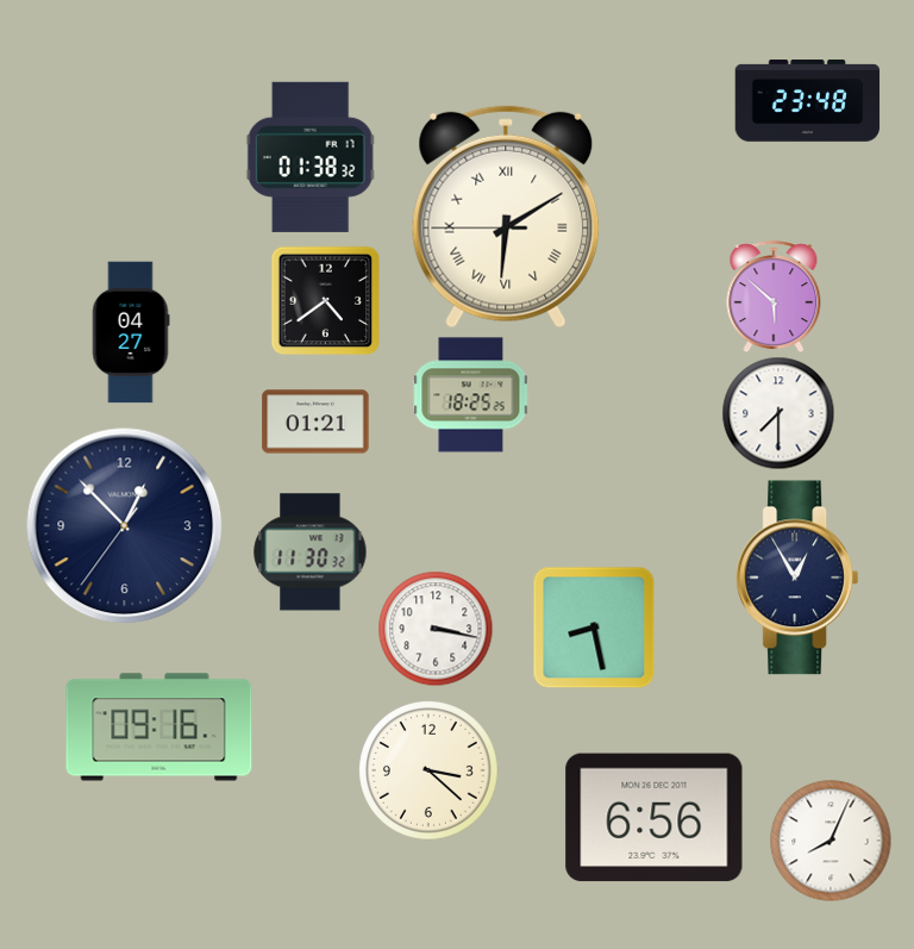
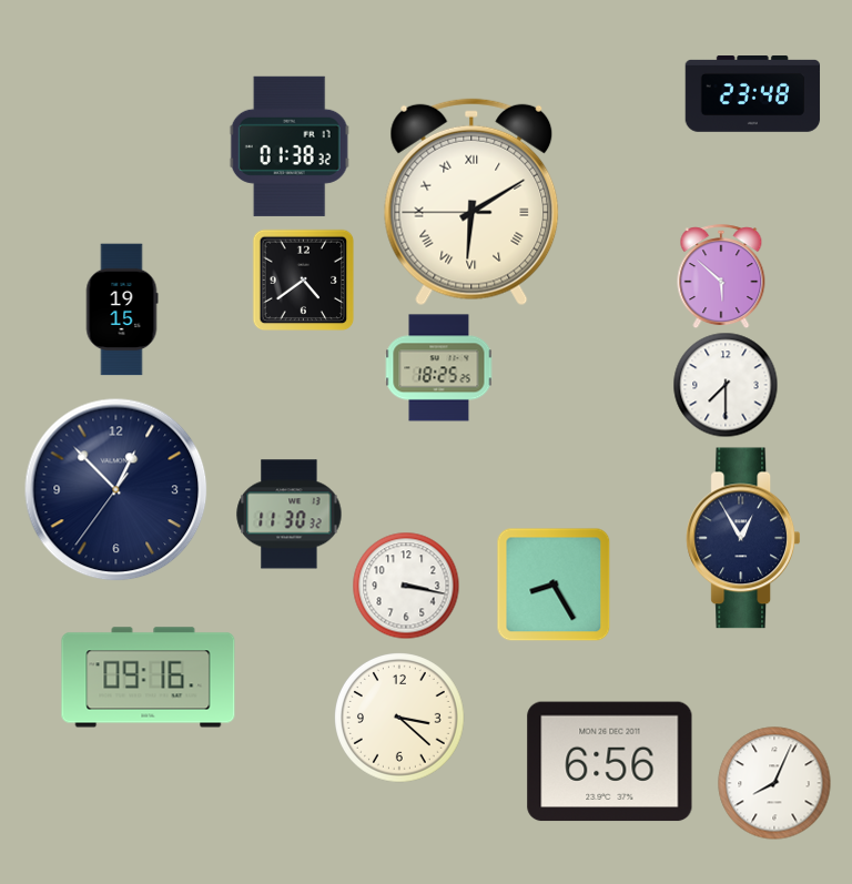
clock at (131, 332): 04:27 -> 19:15
clock at (315, 422): 01:21 -> none
clock at (594, 628): 8:28 -> 8:25
